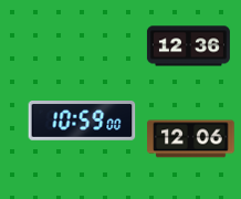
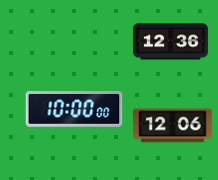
clock at (82, 121): 10:59 -> 10:00
